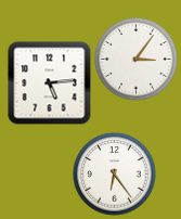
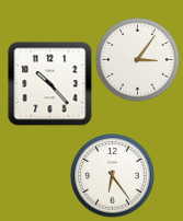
clock at (50, 83): 5:14 -> 10:23
clock at (115, 175) position: (115, 175) -> (113, 176)
